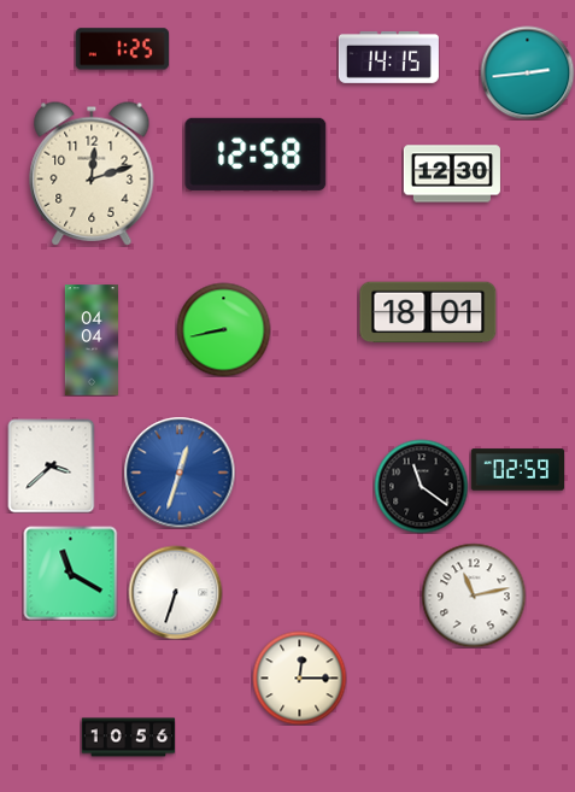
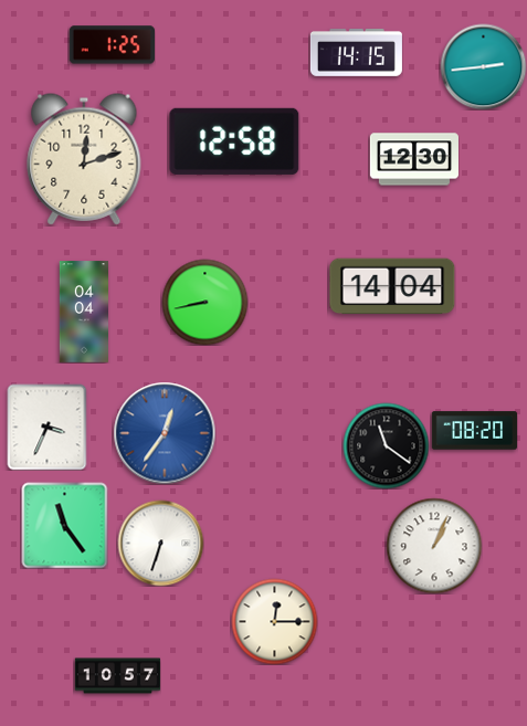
clock at (428, 312): 18:01 -> 14:04
clock at (52, 465): 3:38 -> 3:34
clock at (517, 470): 02:59 -> 08:20
clock at (180, 473): 12:33 -> 12:36
clock at (70, 573): 11:20 -> 11:24
clock at (474, 596): 11:13 -> 1:04
clock at (128, 738): 10:56 -> 10:57
